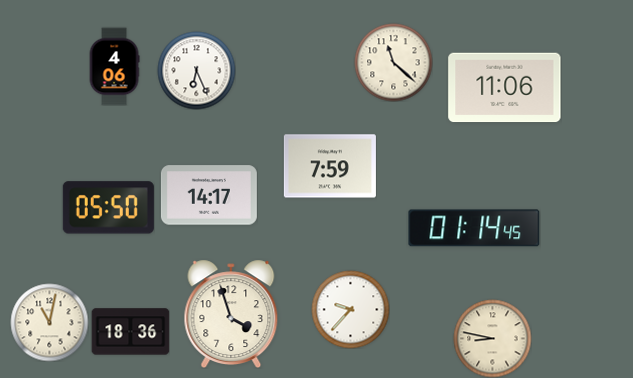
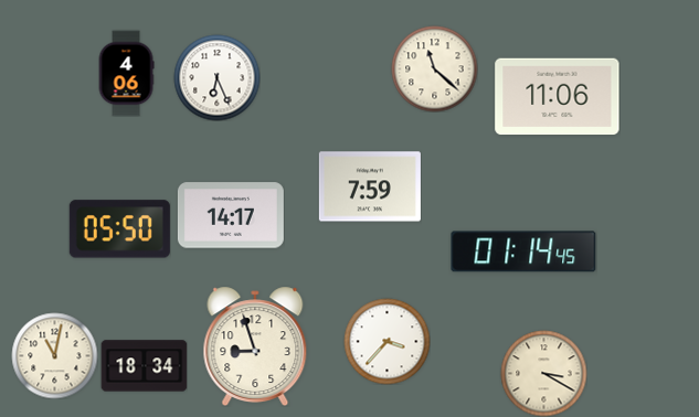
clock at (330, 166) position: (330, 166) -> (370, 186)
clock at (350, 309): 9:37 -> 3:37
clock at (231, 314): 3:57 -> 8:57
clock at (130, 332): 18:36 -> 18:34
clock at (492, 338): 8:47 -> 3:20
